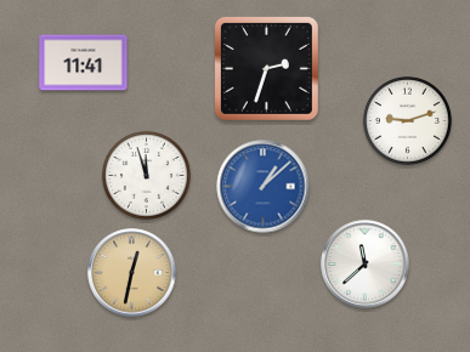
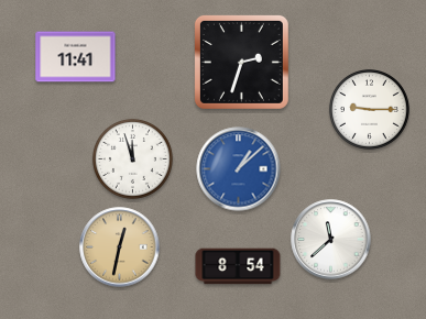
clock at (407, 120): 9:12 -> 9:15
clock at (238, 266): none -> 8:54
